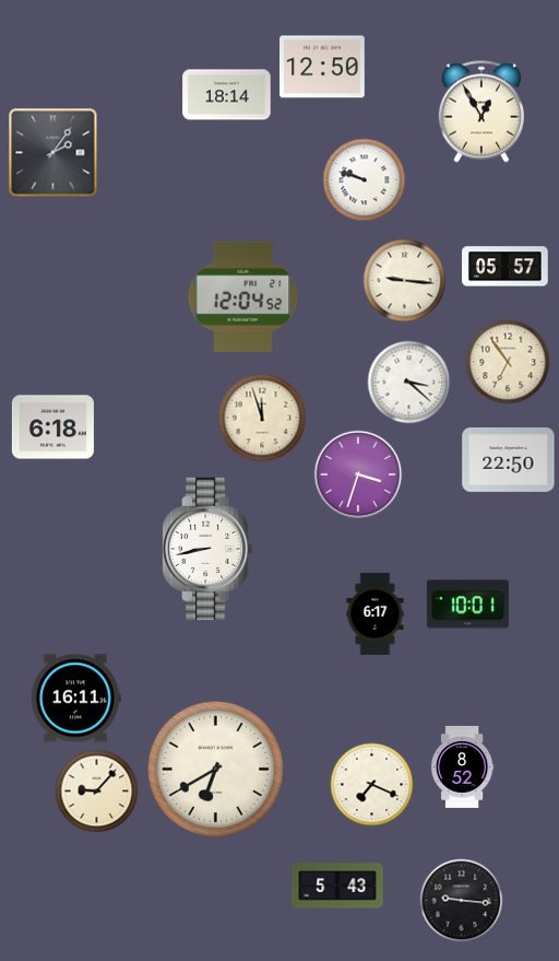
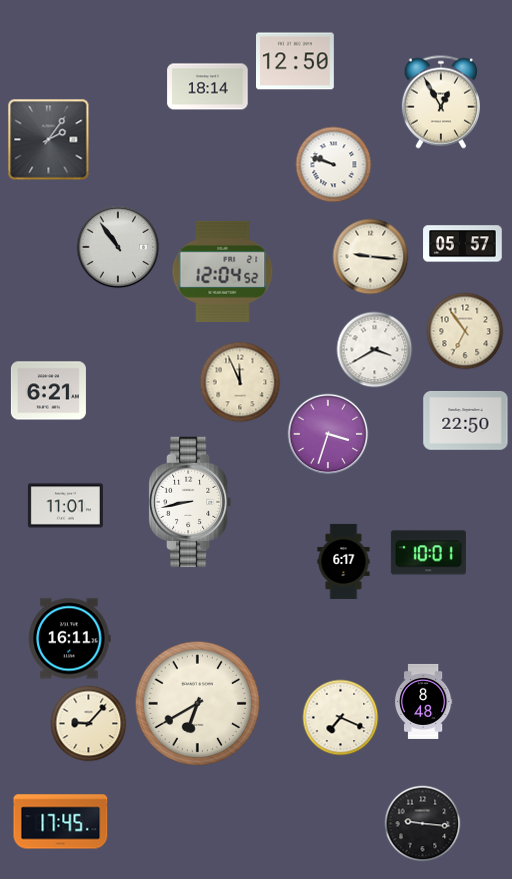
clock at (118, 247): none -> 10:54
clock at (409, 383): 3:22 -> 3:40
clock at (262, 418): 11:57 -> 11:56
clock at (52, 427): 6:18 -> 6:21
clock at (65, 506): none -> 11:01
clock at (462, 766): 8:52 -> 8:48
clock at (337, 886): 5:43 -> none
clock at (61, 822): none -> 17:45
